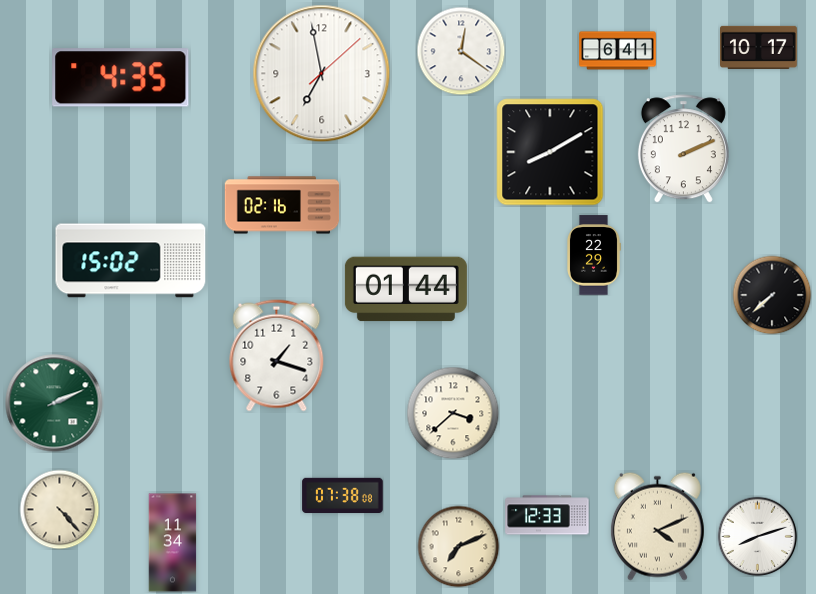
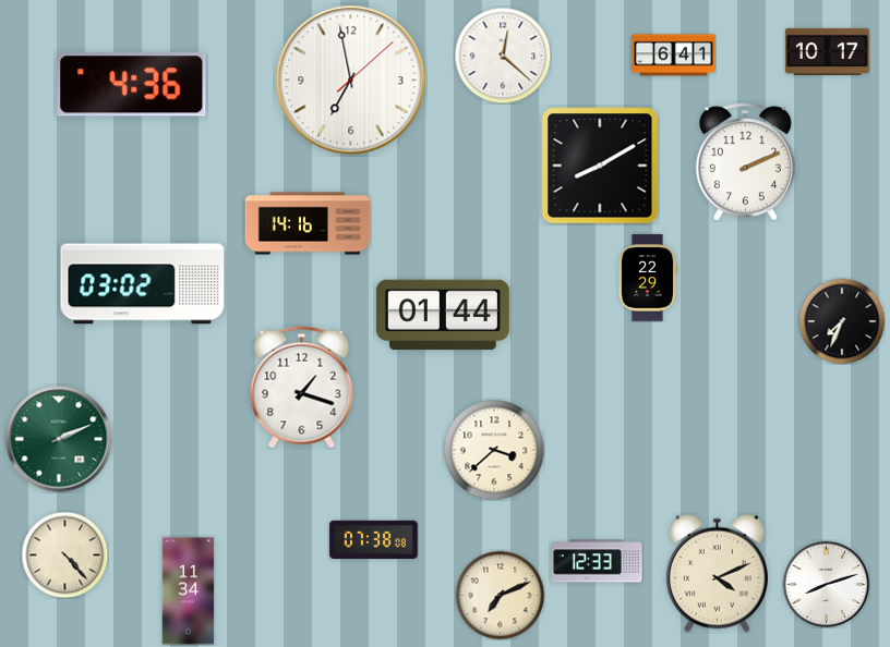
clock at (461, 51): 12:21 -> 12:22
clock at (121, 78): 4:35 -> 4:36
clock at (282, 205): 02:16 -> 14:16
clock at (131, 261): 15:02 -> 03:02
clock at (772, 295): 7:38 -> 7:34
